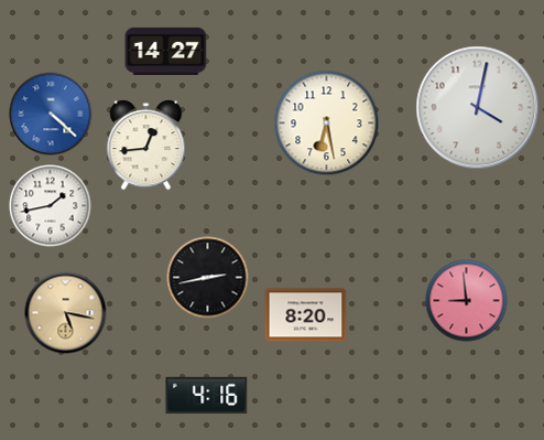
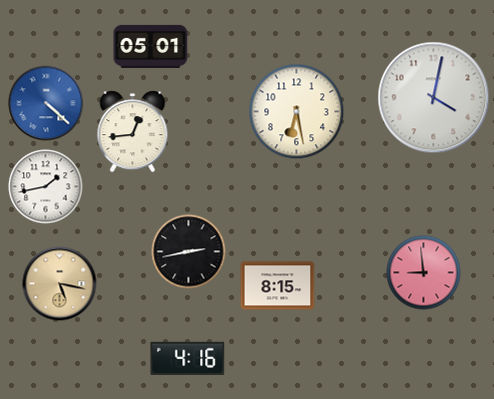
clock at (166, 51): 14:27 -> 05:01
clock at (306, 315): 8:20 -> 8:15
